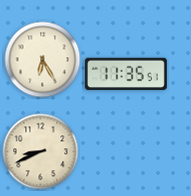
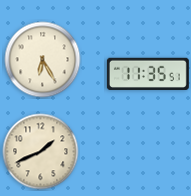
clock at (126, 74) position: (126, 74) -> (148, 74)
clock at (41, 152): 8:41 -> 1:41
